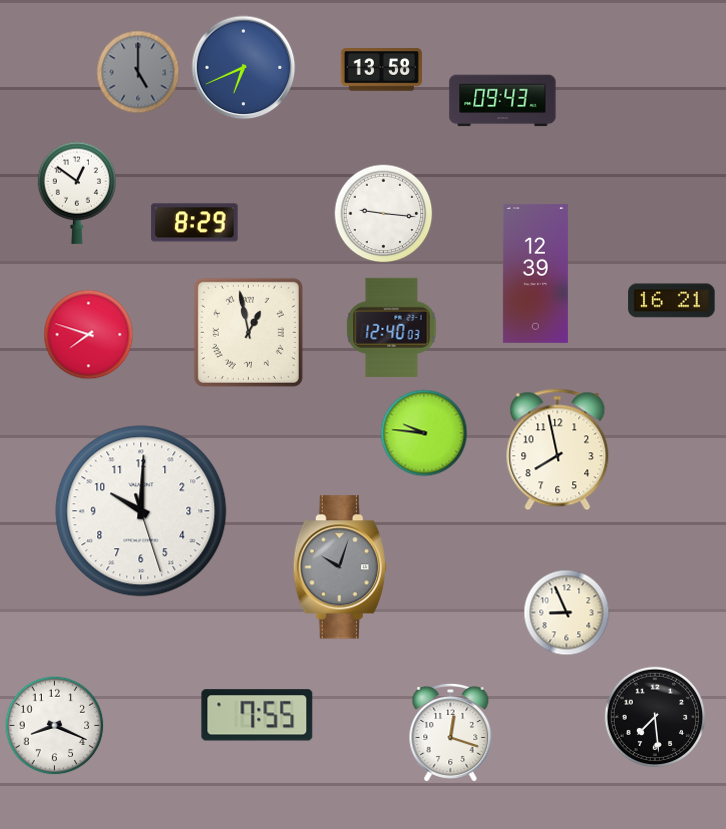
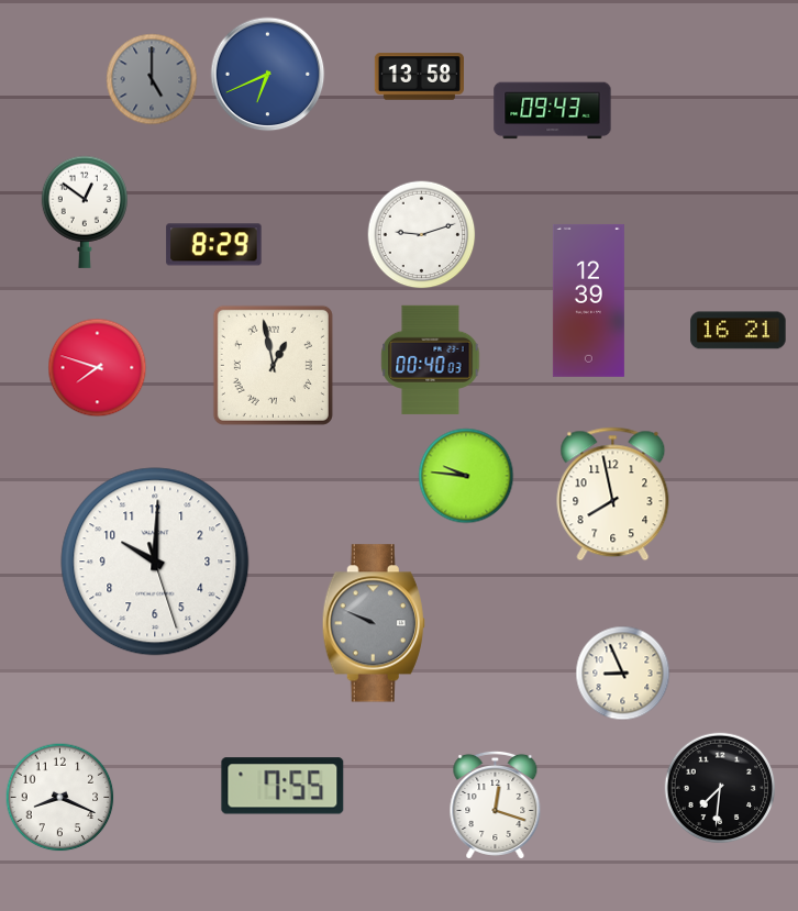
clock at (384, 214): 9:16 -> 9:12
clock at (392, 327): 12:40 -> 00:40
clock at (340, 567): 10:03 -> 9:49
clock at (655, 717): 7:29 -> 7:31
